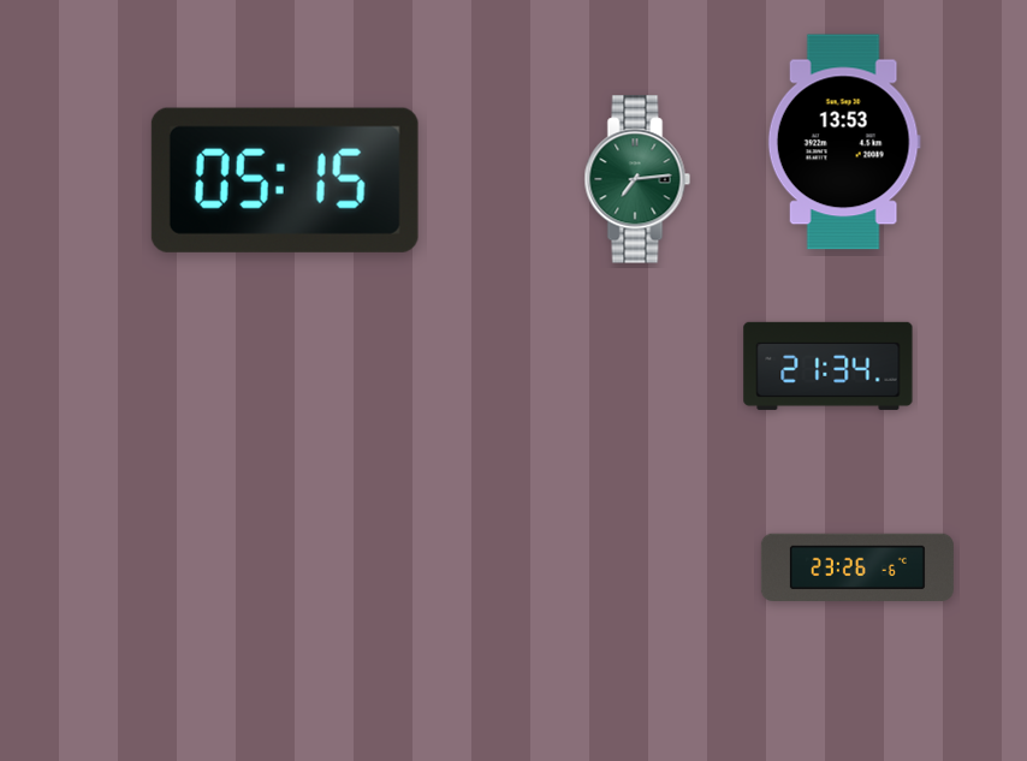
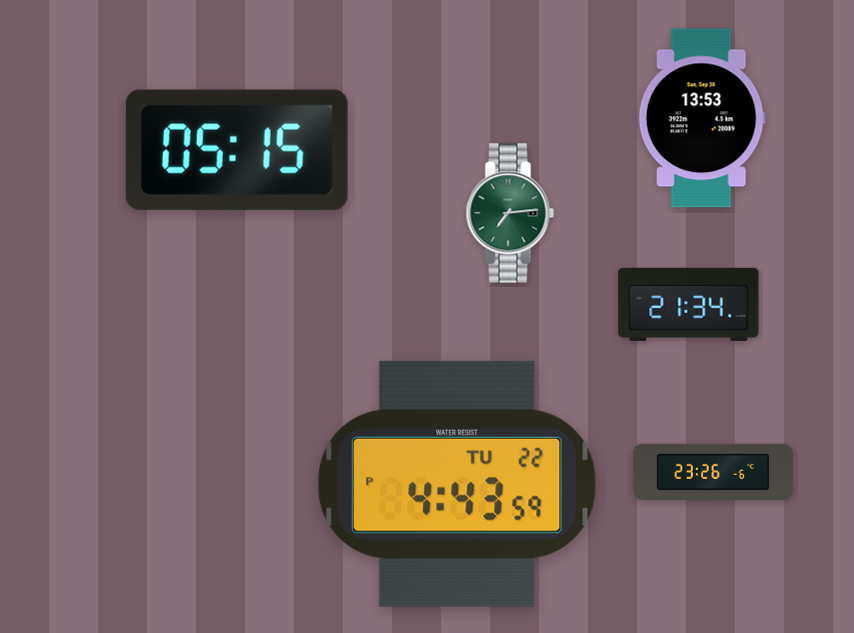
clock at (637, 179) position: (637, 179) -> (510, 213)
clock at (457, 484): none -> 4:43
